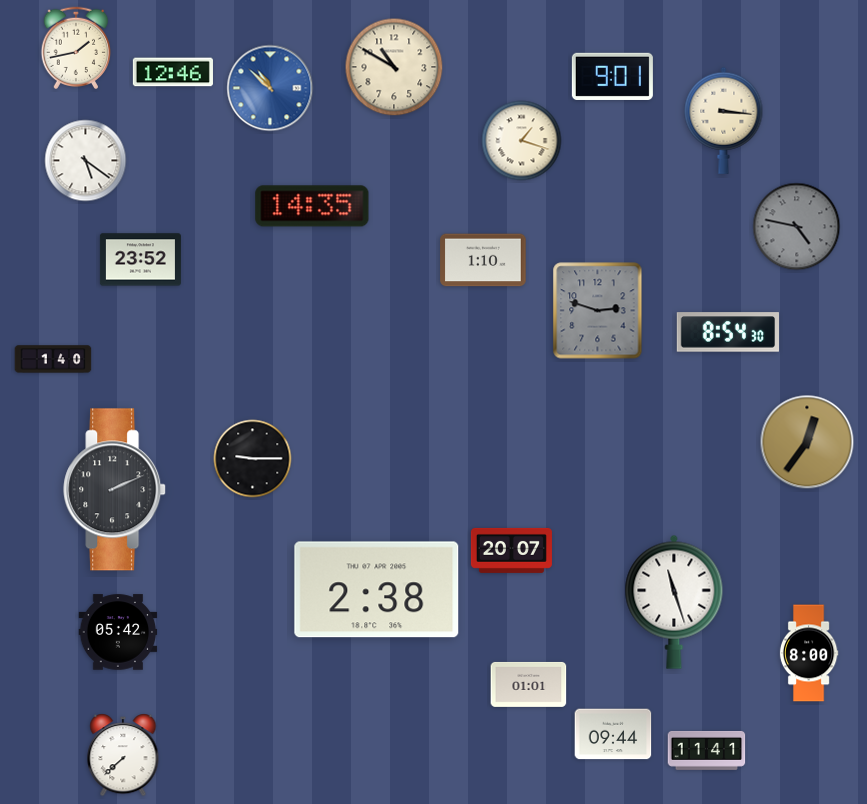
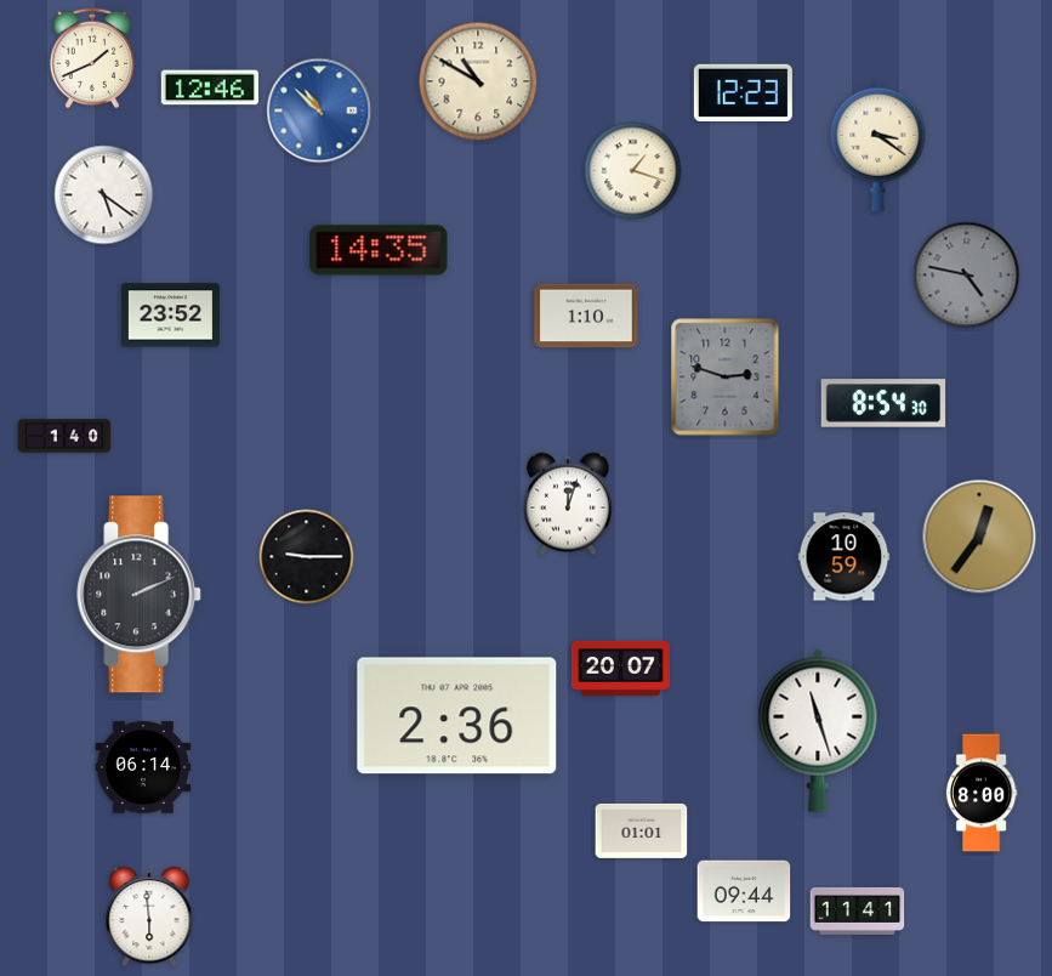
clock at (76, 48): 1:43 -> 1:41
clock at (612, 76): 9:01 -> 12:23
clock at (270, 88) position: (270, 88) -> (319, 110)
clock at (724, 120): 3:16 -> 3:21
clock at (569, 504): none -> 12:03
clock at (845, 557): none -> 10:59
clock at (377, 590): 2:38 -> 2:36
clock at (118, 632): 05:42 -> 06:14
clock at (123, 755): 7:38 -> 5:59
